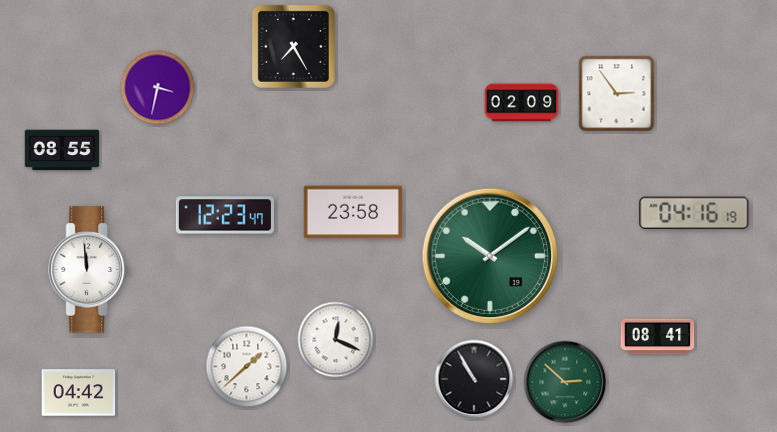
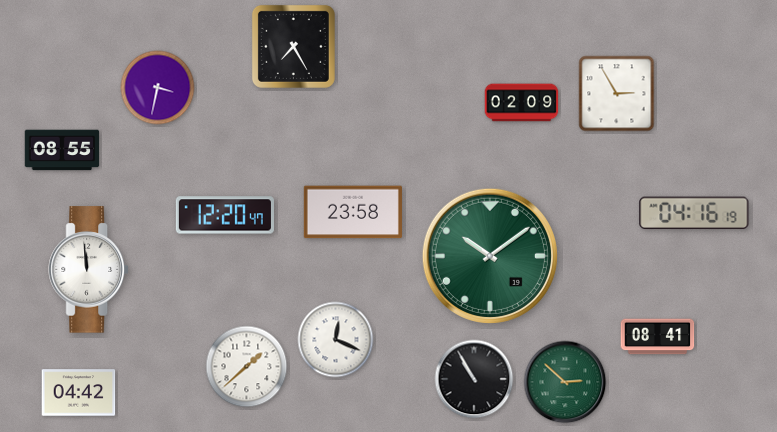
clock at (617, 94): 2:54 -> 2:55
clock at (225, 215): 12:23 -> 12:20
